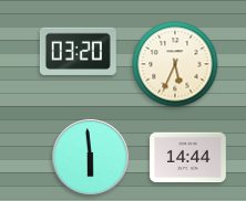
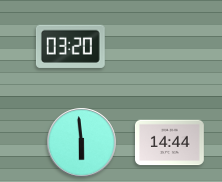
clock at (175, 64): 5:34 -> none
